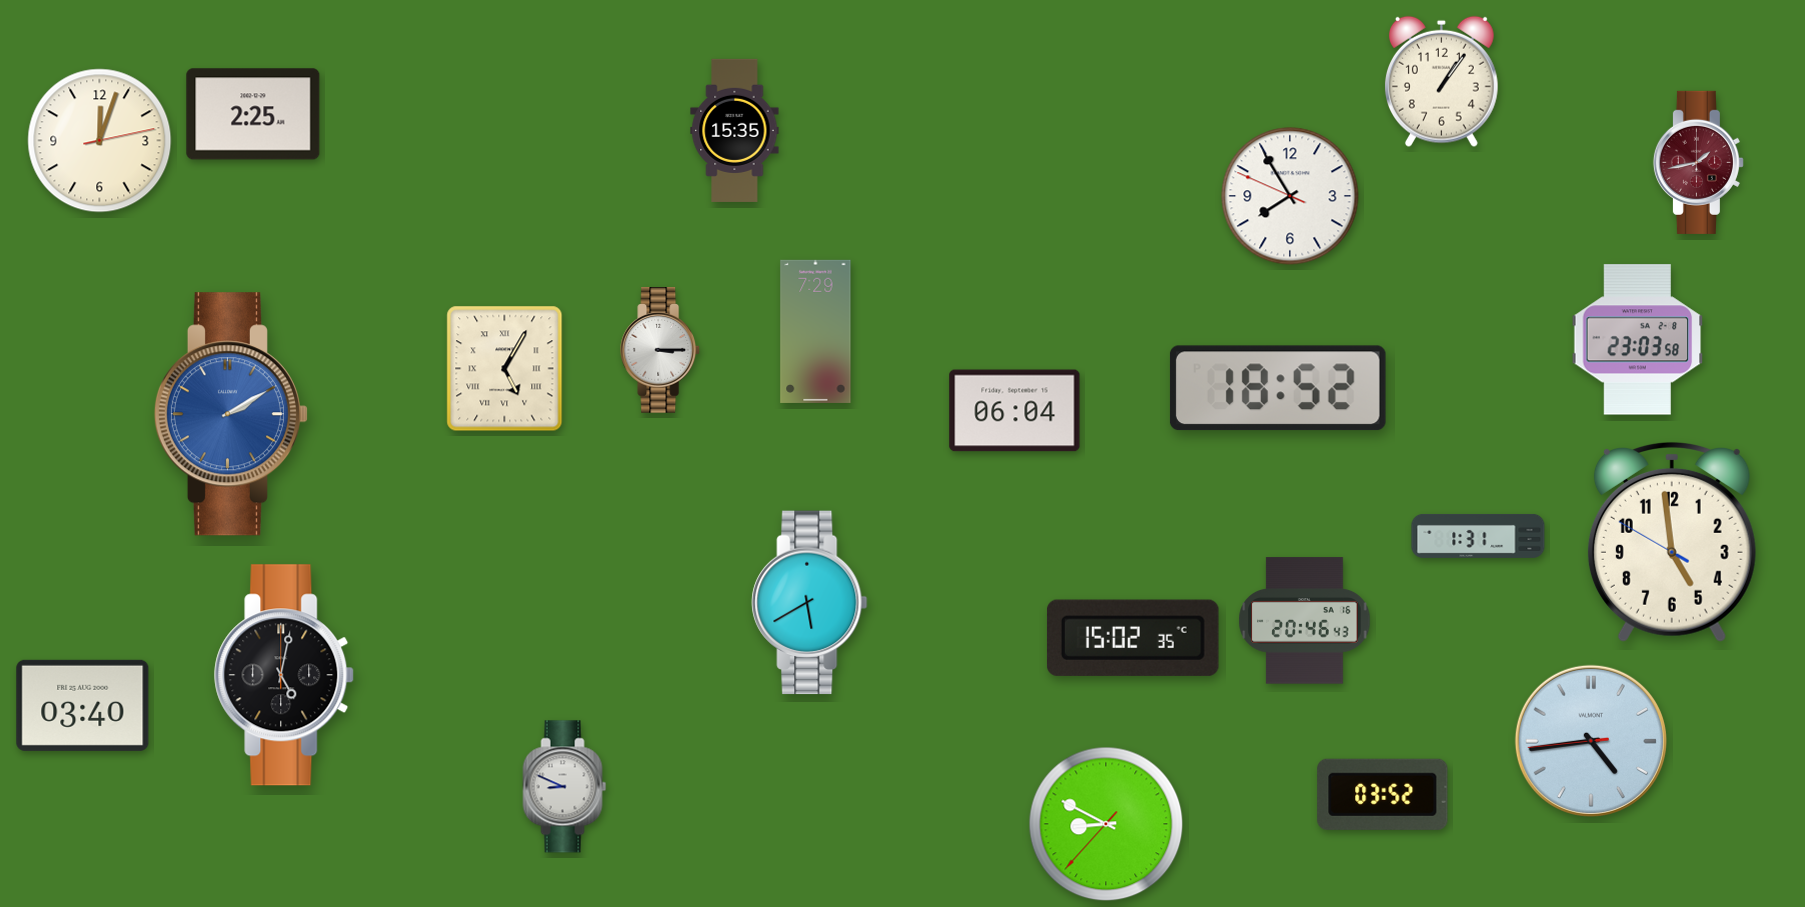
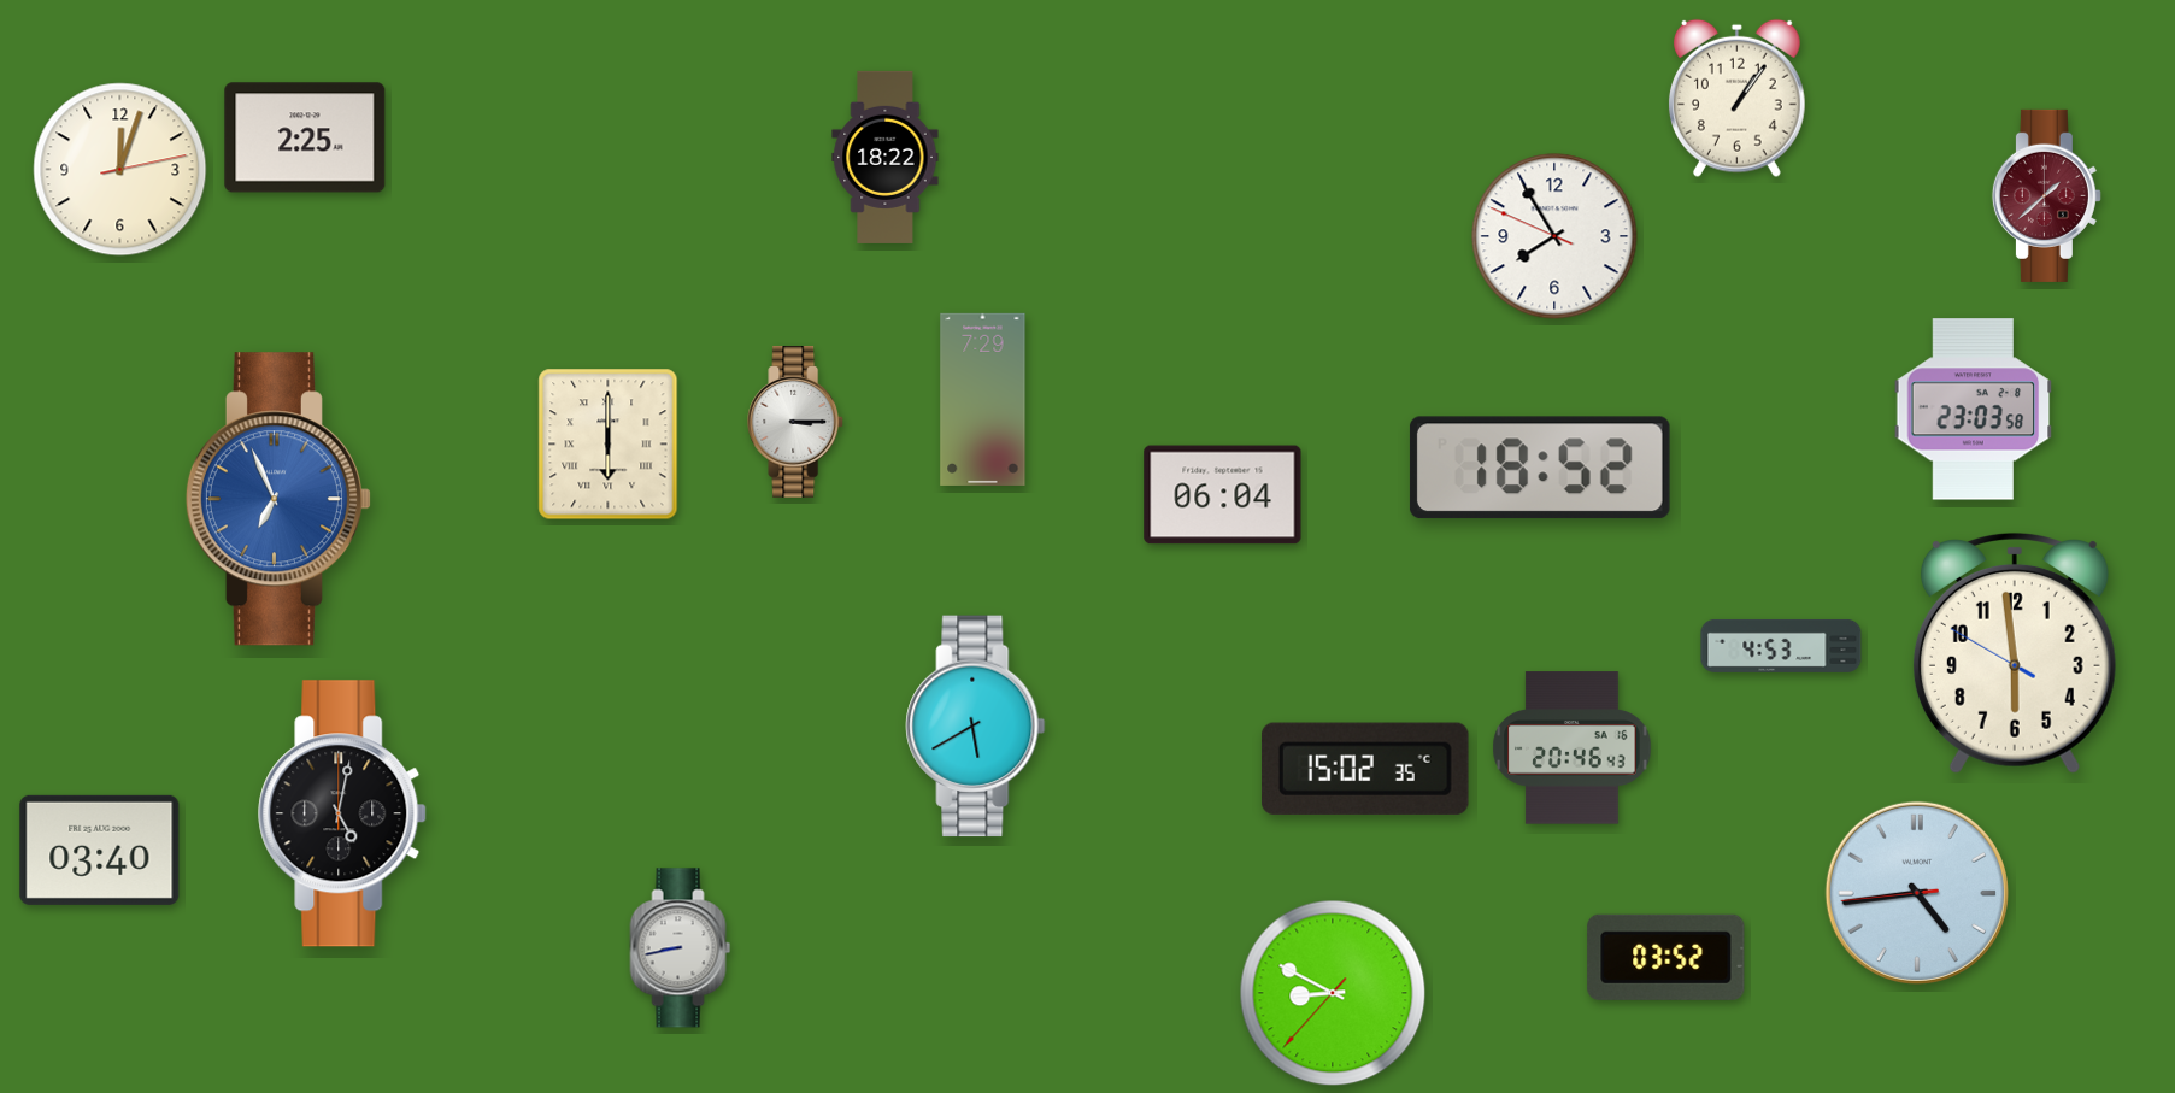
clock at (735, 130): 15:35 -> 18:22
clock at (1698, 162): 1:43 -> 1:38
clock at (505, 369): 5:05 -> 6:00
clock at (231, 414): 2:10 -> 6:56
clock at (1478, 536): 1:31 -> 4:53
clock at (1672, 542): 4:58 -> 5:58
clock at (565, 787): 8:49 -> 8:43
